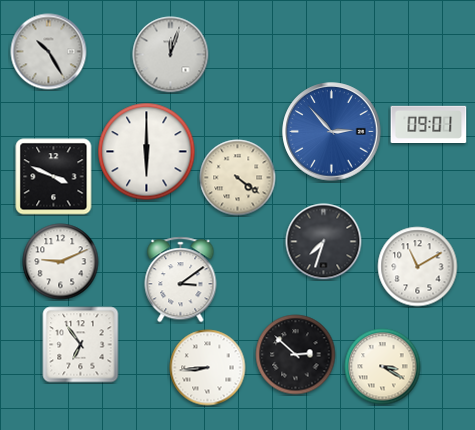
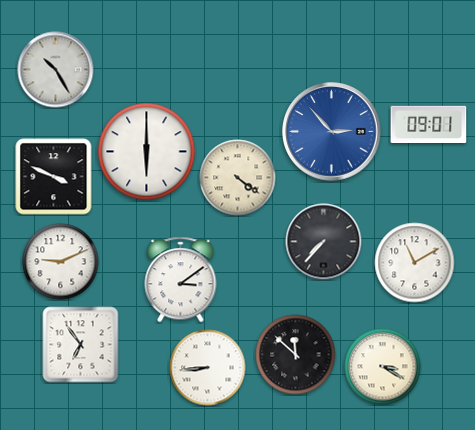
clock at (49, 52) position: (49, 52) -> (56, 70)
clock at (171, 55): 12:03 -> none
clock at (324, 242): 7:33 -> 7:37
clock at (418, 267) position: (418, 267) -> (415, 263)
clock at (296, 355): 2:52 -> 11:52
